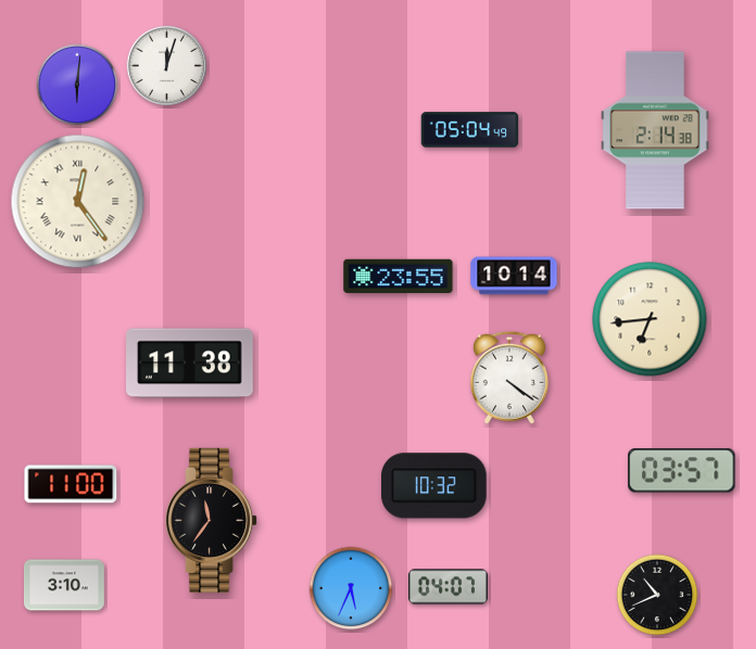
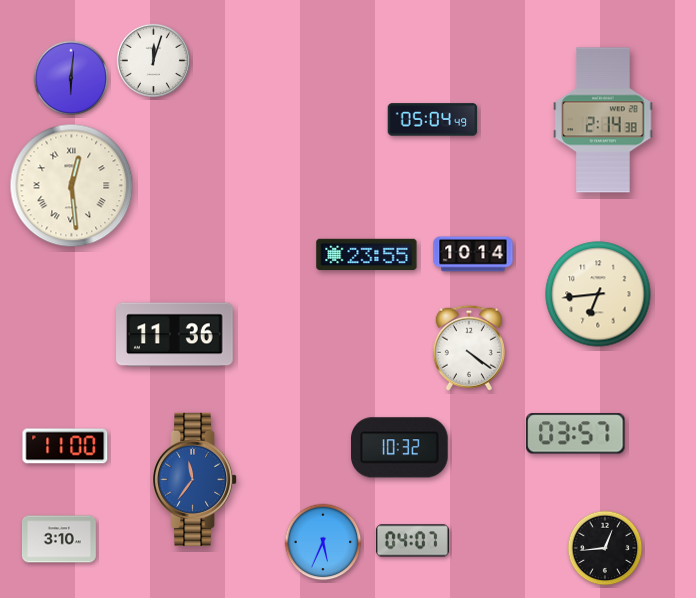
clock at (78, 202): 12:24 -> 12:29
clock at (190, 364): 11:38 -> 11:36
clock at (682, 471) position: (682, 471) -> (576, 434)
clock at (213, 520) dial: black -> blue
clock at (657, 595): 10:41 -> 12:44
